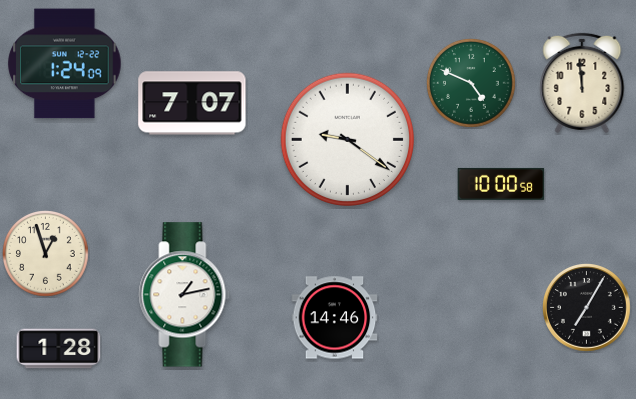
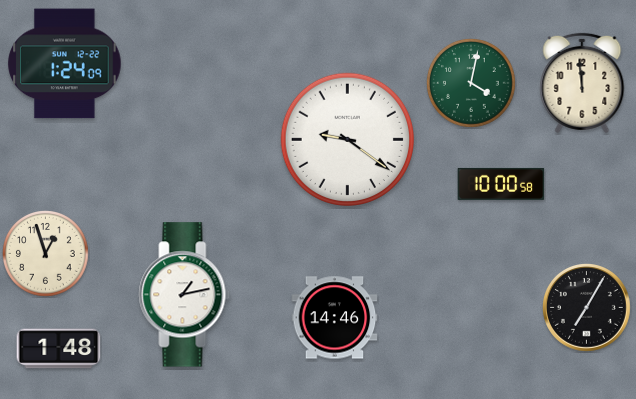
clock at (472, 84): 4:49 -> 4:02
clock at (192, 103): 7:07 -> none
clock at (59, 349): 1:28 -> 1:48
